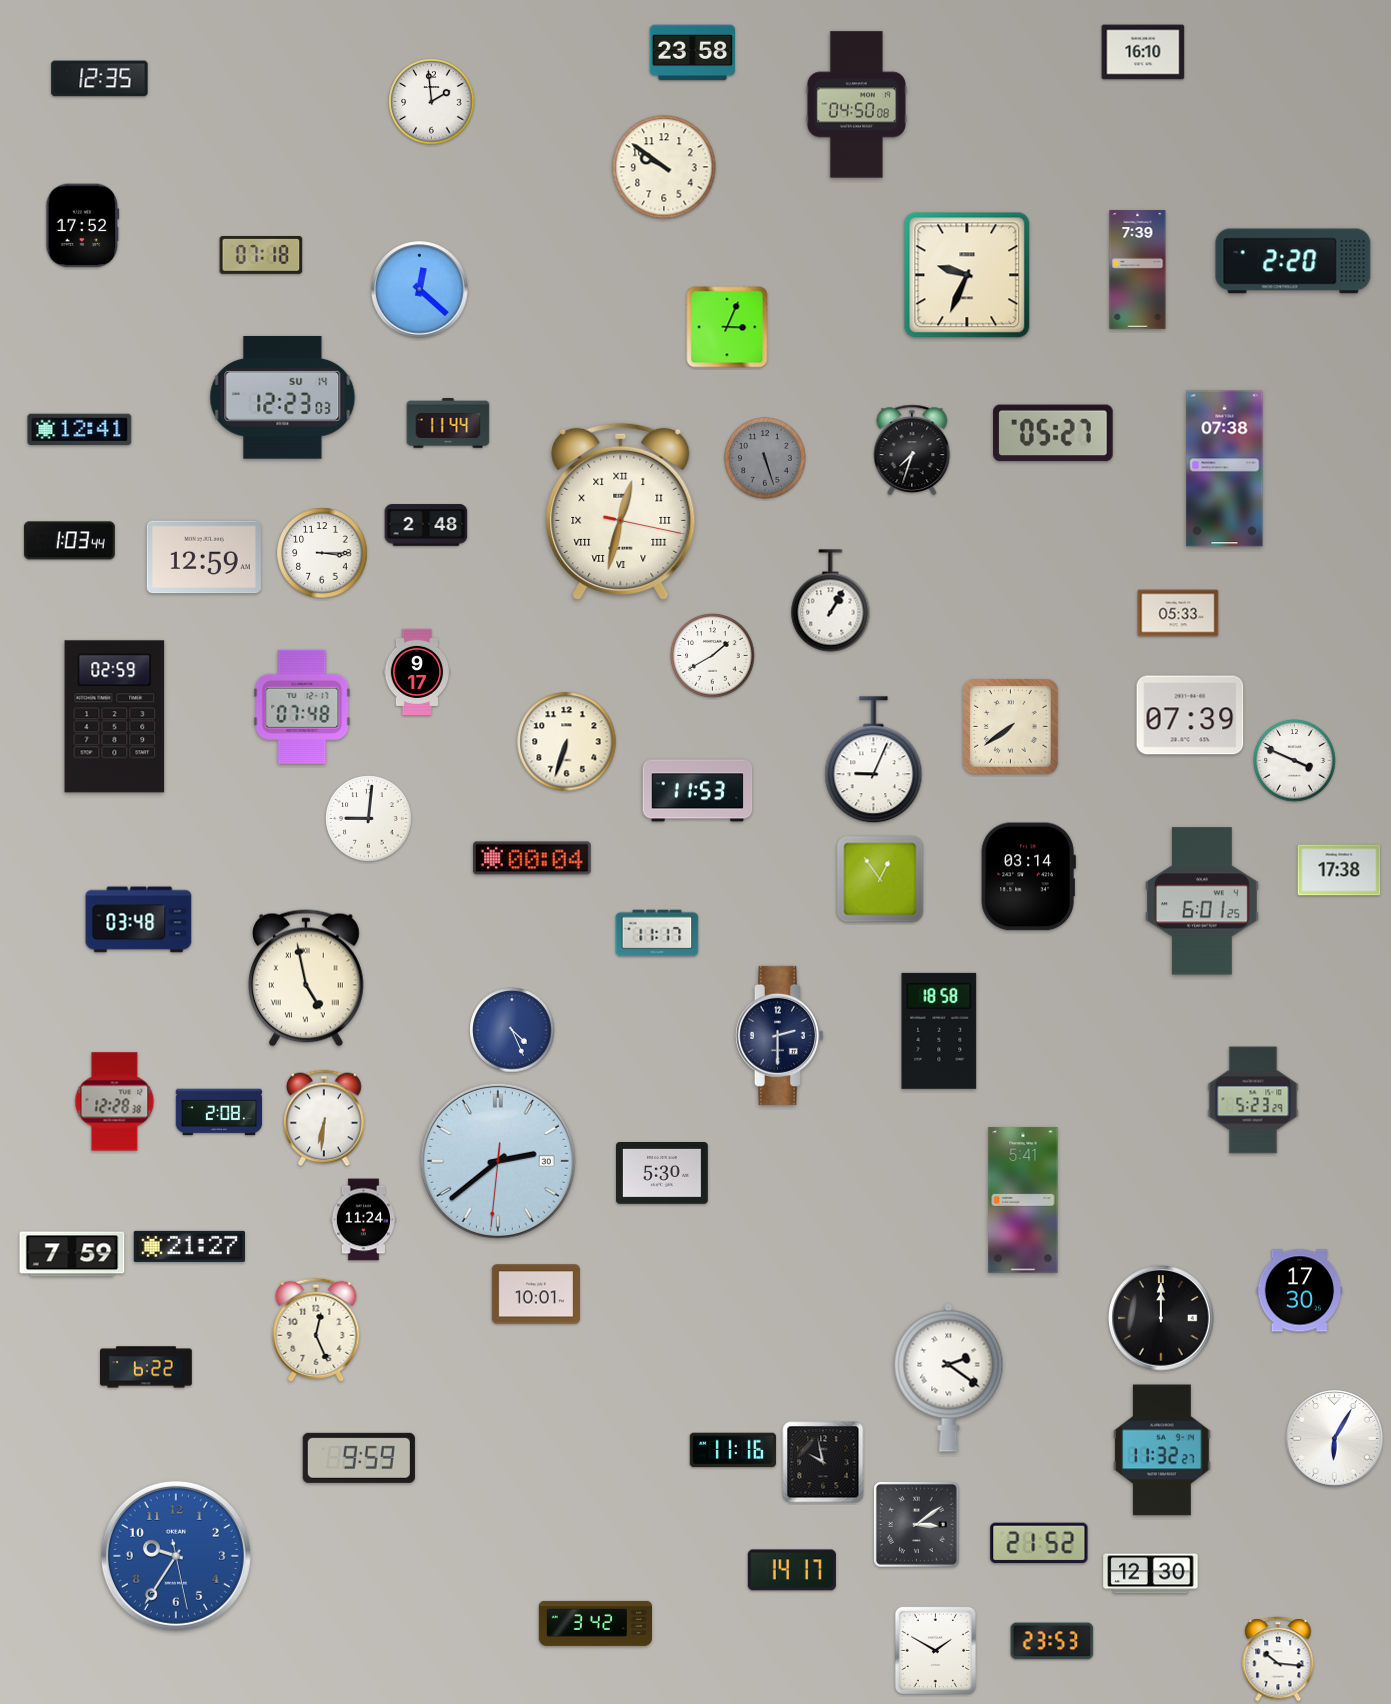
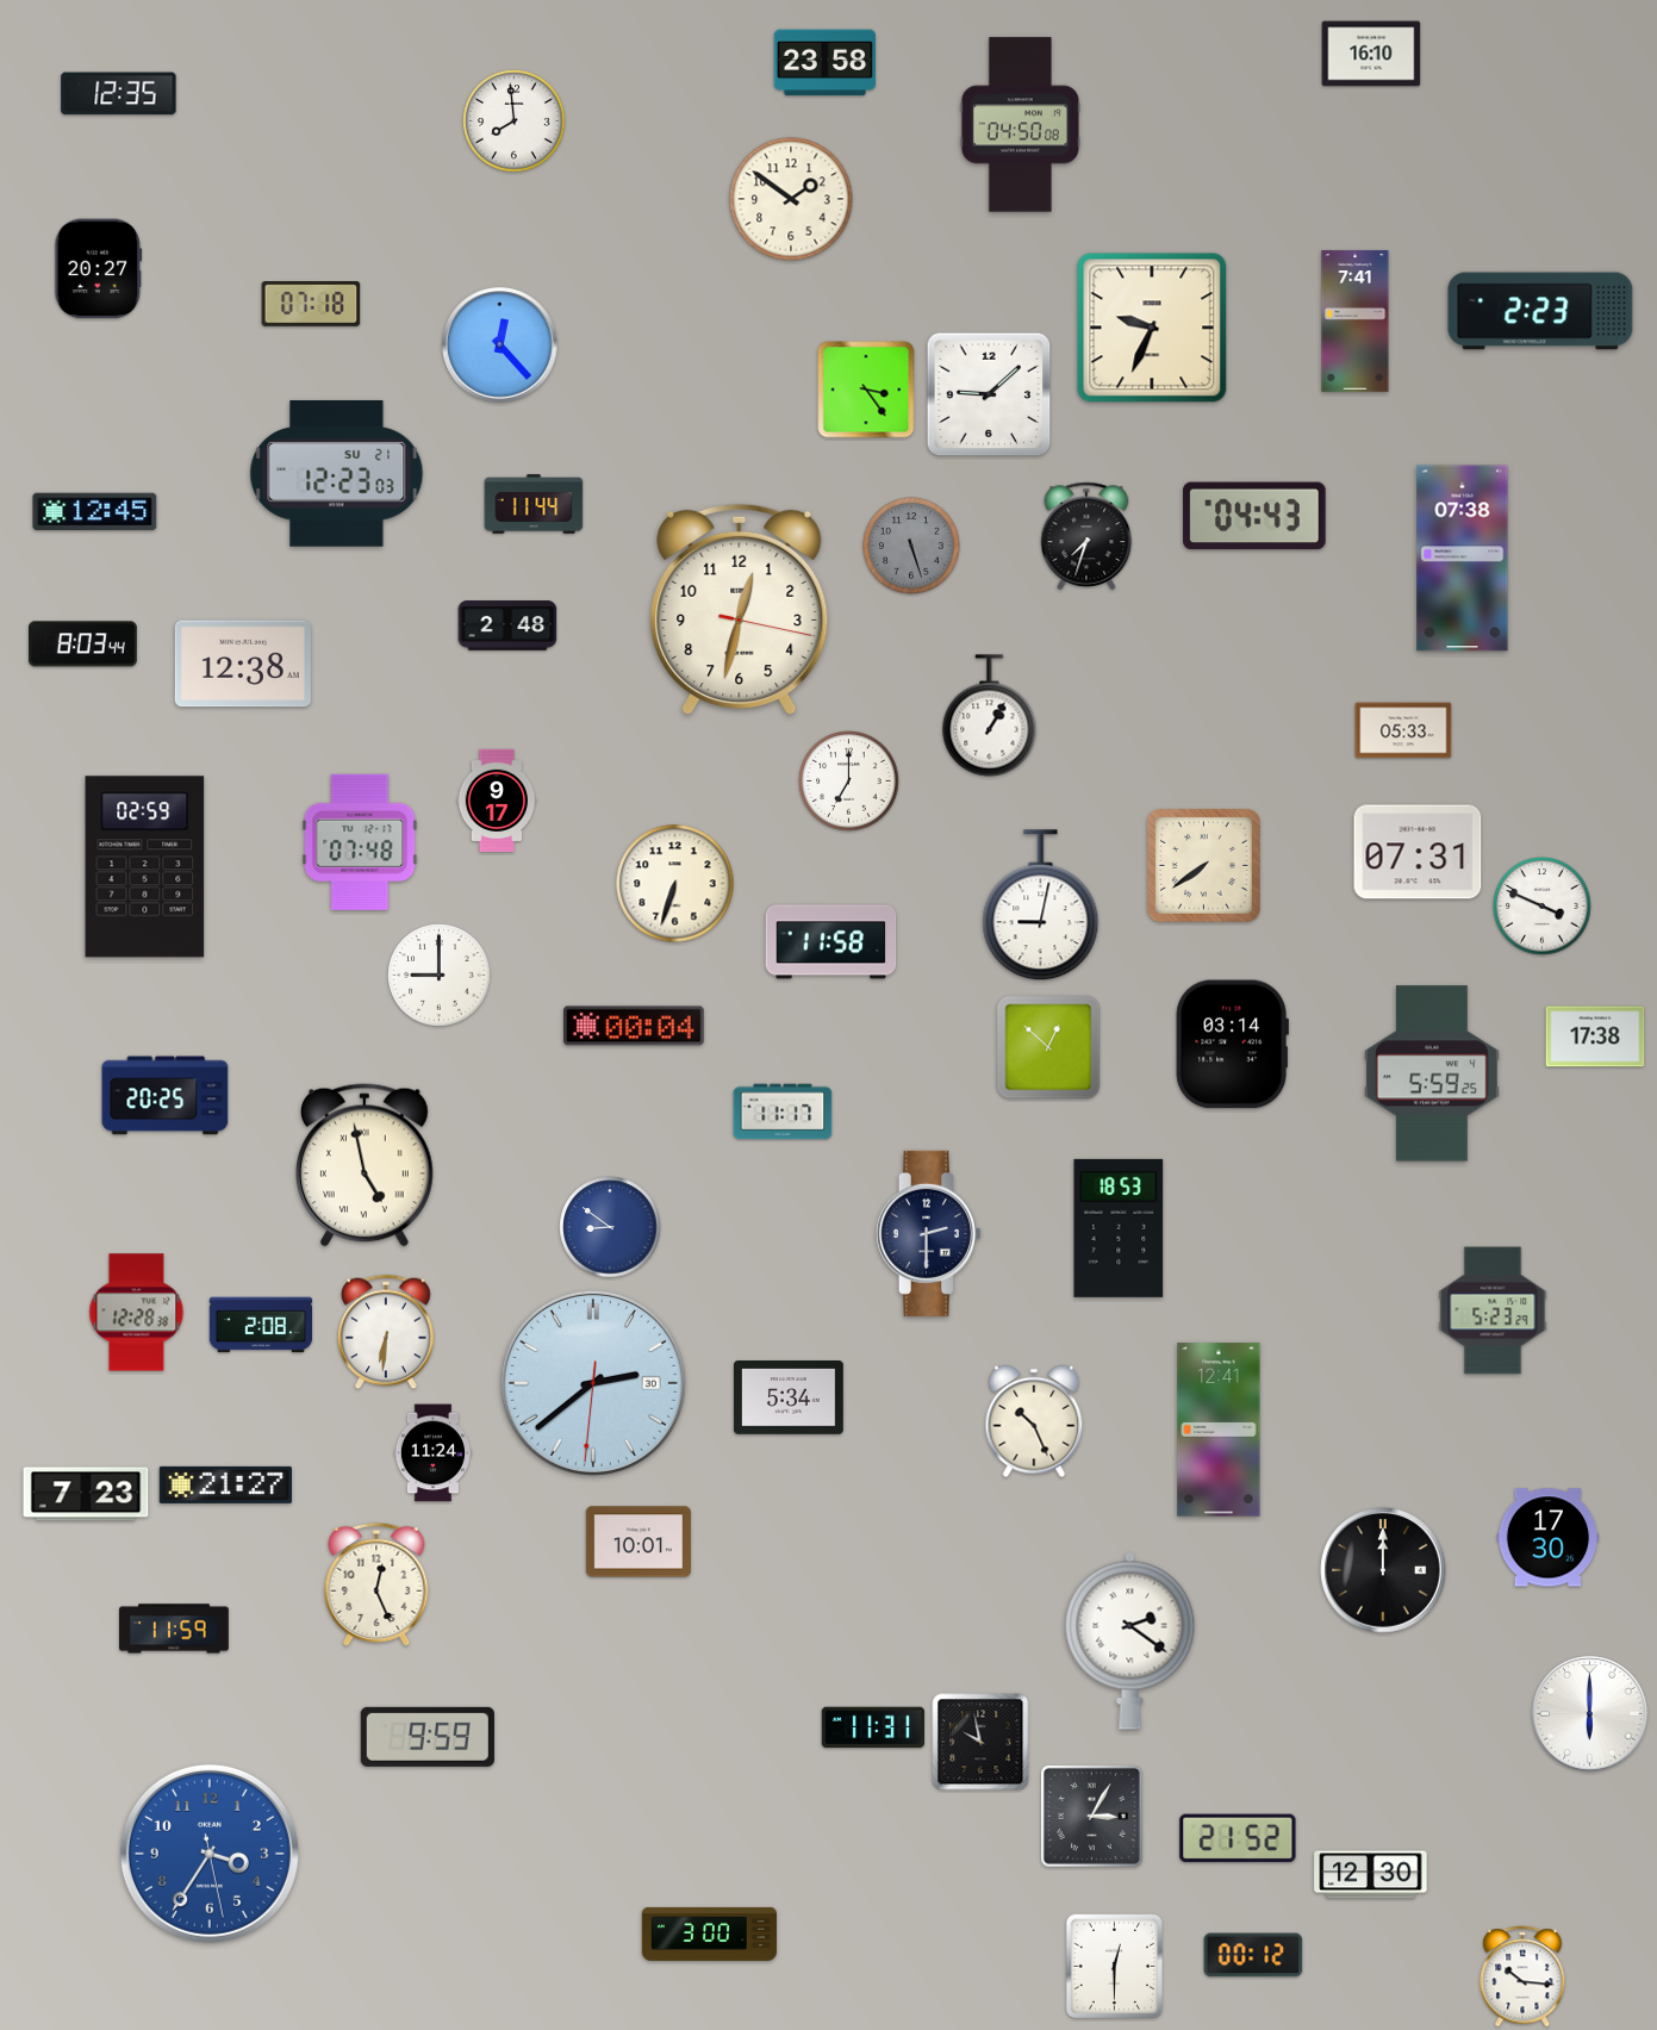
clock at (1143, 52) position: (1143, 52) -> (1371, 54)
clock at (432, 102): 1:59 -> 7:59
clock at (664, 167): 9:51 -> 1:51
clock at (83, 226): 17:52 -> 20:27
clock at (1293, 261): 2:20 -> 2:23
clock at (1138, 270): 7:39 -> 7:41
clock at (420, 290): 12:22 -> 12:23
clock at (727, 327): 3:04 -> 3:24
clock at (989, 394): none -> 9:08
clock at (283, 398) date: SU 14 -> SU 21
clock at (80, 430): 12:41 -> 12:45
clock at (1053, 433): 05:27 -> 04:43
clock at (1225, 469) position: (1225, 469) -> (1463, 559)
clock at (621, 512) numerals: Roman -> Arabic
clock at (69, 541): 1:03 -> 8:03
clock at (322, 553): 3:15 -> none
clock at (204, 557): 12:59 -> 12:38
clock at (713, 656): 1:40 -> 7:00
clock at (1190, 715): 07:39 -> 07:31
clock at (115, 717) position: (115, 717) -> (145, 867)
clock at (874, 760): 9:04 -> 9:02
clock at (698, 791): 11:53 -> 11:58
clock at (369, 819): 9:01 -> 9:00
clock at (533, 858) position: (533, 858) -> (635, 1026)
clock at (1028, 877) position: (1028, 877) -> (1232, 1045)
clock at (880, 879): 12:54 -> 12:52
clock at (1202, 901): 6:01 -> 5:59
clock at (139, 920): 03:48 -> 20:25
clock at (512, 1030): 4:26 -> 8:51
clock at (939, 1031): 18:58 -> 18:53
clock at (663, 1174): 5:30 -> 5:34
clock at (1034, 1421): none -> 10:26
clock at (1023, 1200): 5:41 -> 12:41
clock at (72, 1254): 7:59 -> 7:23
clock at (146, 1367): 6:22 -> 11:59
clock at (1335, 1439): 6:05 -> 6:00
clock at (732, 1450): 11:16 -> 11:31
clock at (1162, 1450): 11:32 -> none
clock at (916, 1524): 3:09 -> 3:05
clock at (176, 1556): 9:35 -> 3:35
clock at (792, 1570): 14:17 -> none
clock at (595, 1623): 3:42 -> 3:00
clock at (1052, 1641): 23:53 -> 00:12
clock at (935, 1650): 1:50 -> 12:30
